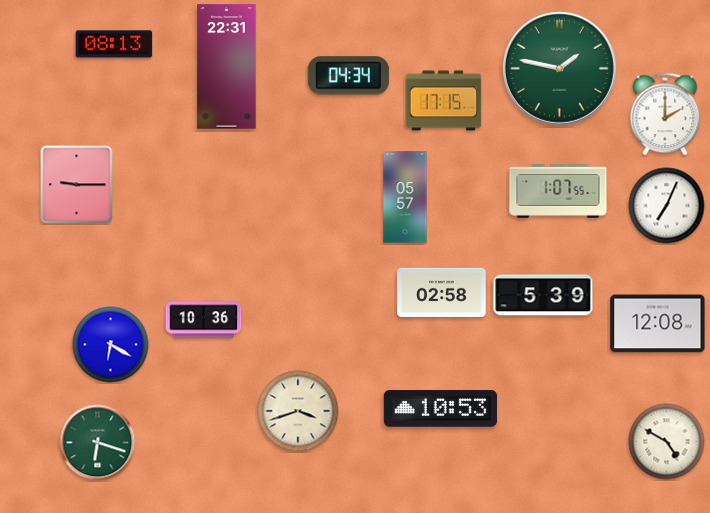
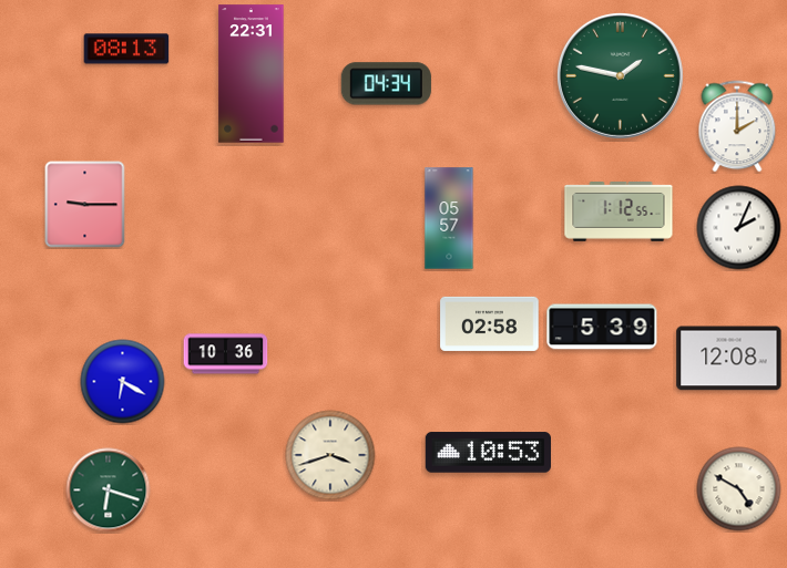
clock at (444, 101): 17:15 -> none
clock at (558, 191): 1:07 -> 1:12
clock at (667, 206): 7:04 -> 2:04
